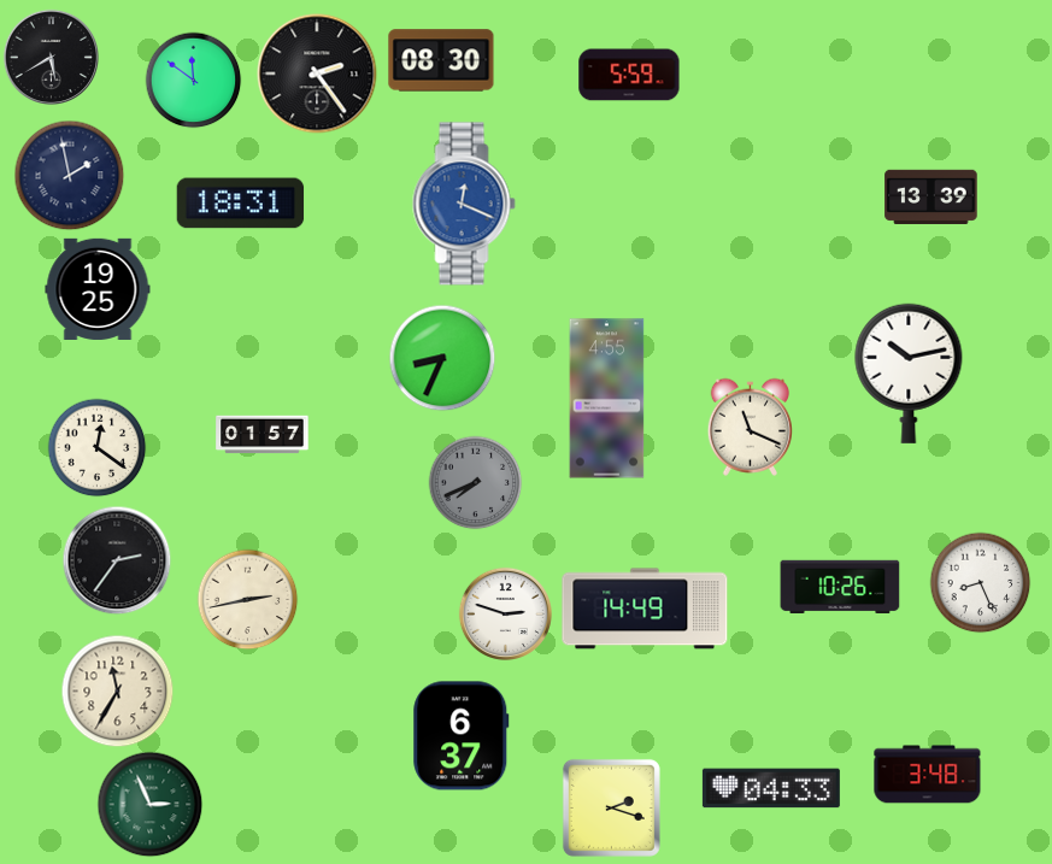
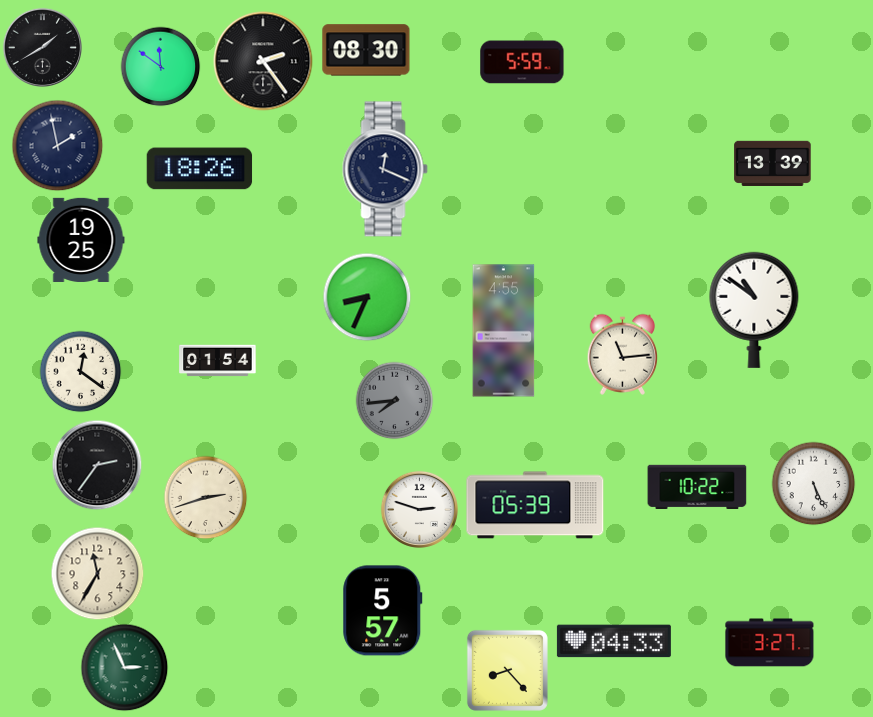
clock at (51, 57): 5:40 -> 1:40
clock at (241, 204): 18:31 -> 18:26
clock at (464, 204) dial: blue -> navy
clock at (909, 374): 10:13 -> 10:51
clock at (750, 427): 11:19 -> 11:14
clock at (263, 435): 01:57 -> 01:54
clock at (475, 482): 7:41 -> 7:44
clock at (980, 582): 8:26 -> 5:26
clock at (840, 586): 10:26 -> 10:22
clock at (247, 599): 2:43 -> 2:42
clock at (645, 609): 14:49 -> 05:39
clock at (462, 736): 6:37 -> 5:57
clock at (928, 775): 3:48 -> 3:27
clock at (771, 788) position: (771, 788) -> (614, 641)
clock at (611, 807): 2:18 -> 8:23
